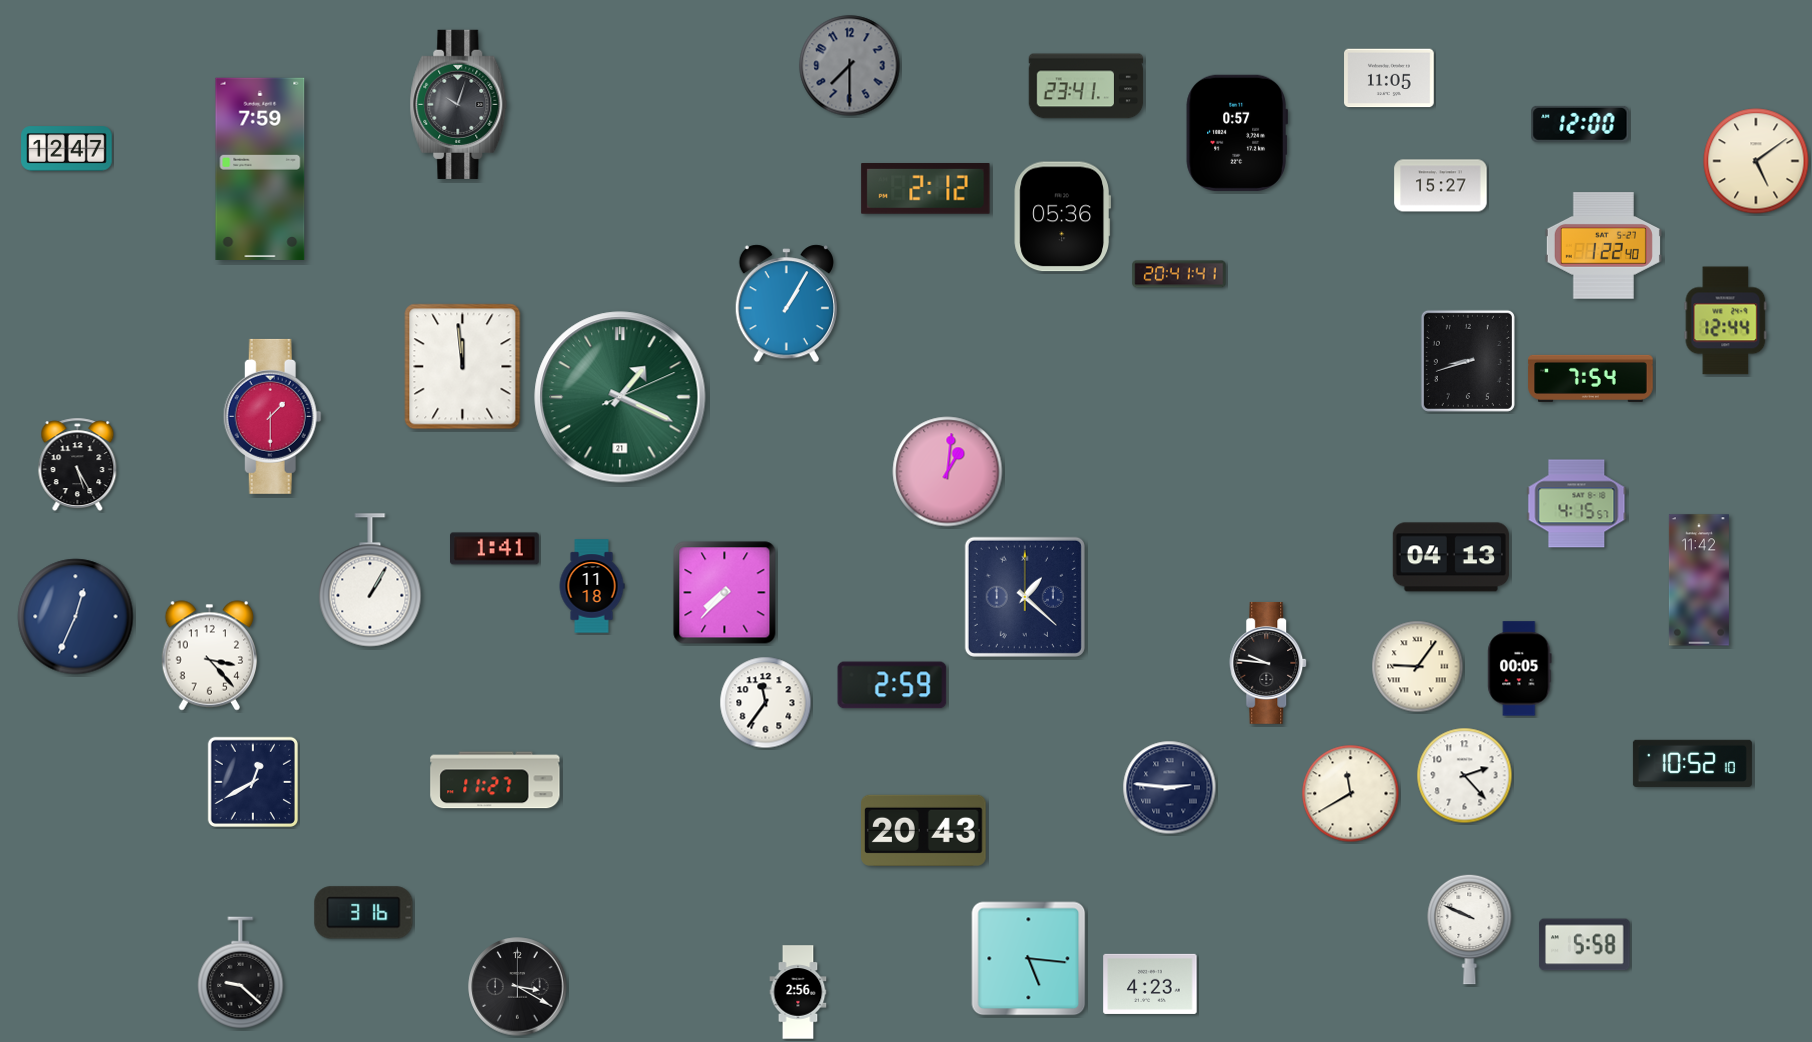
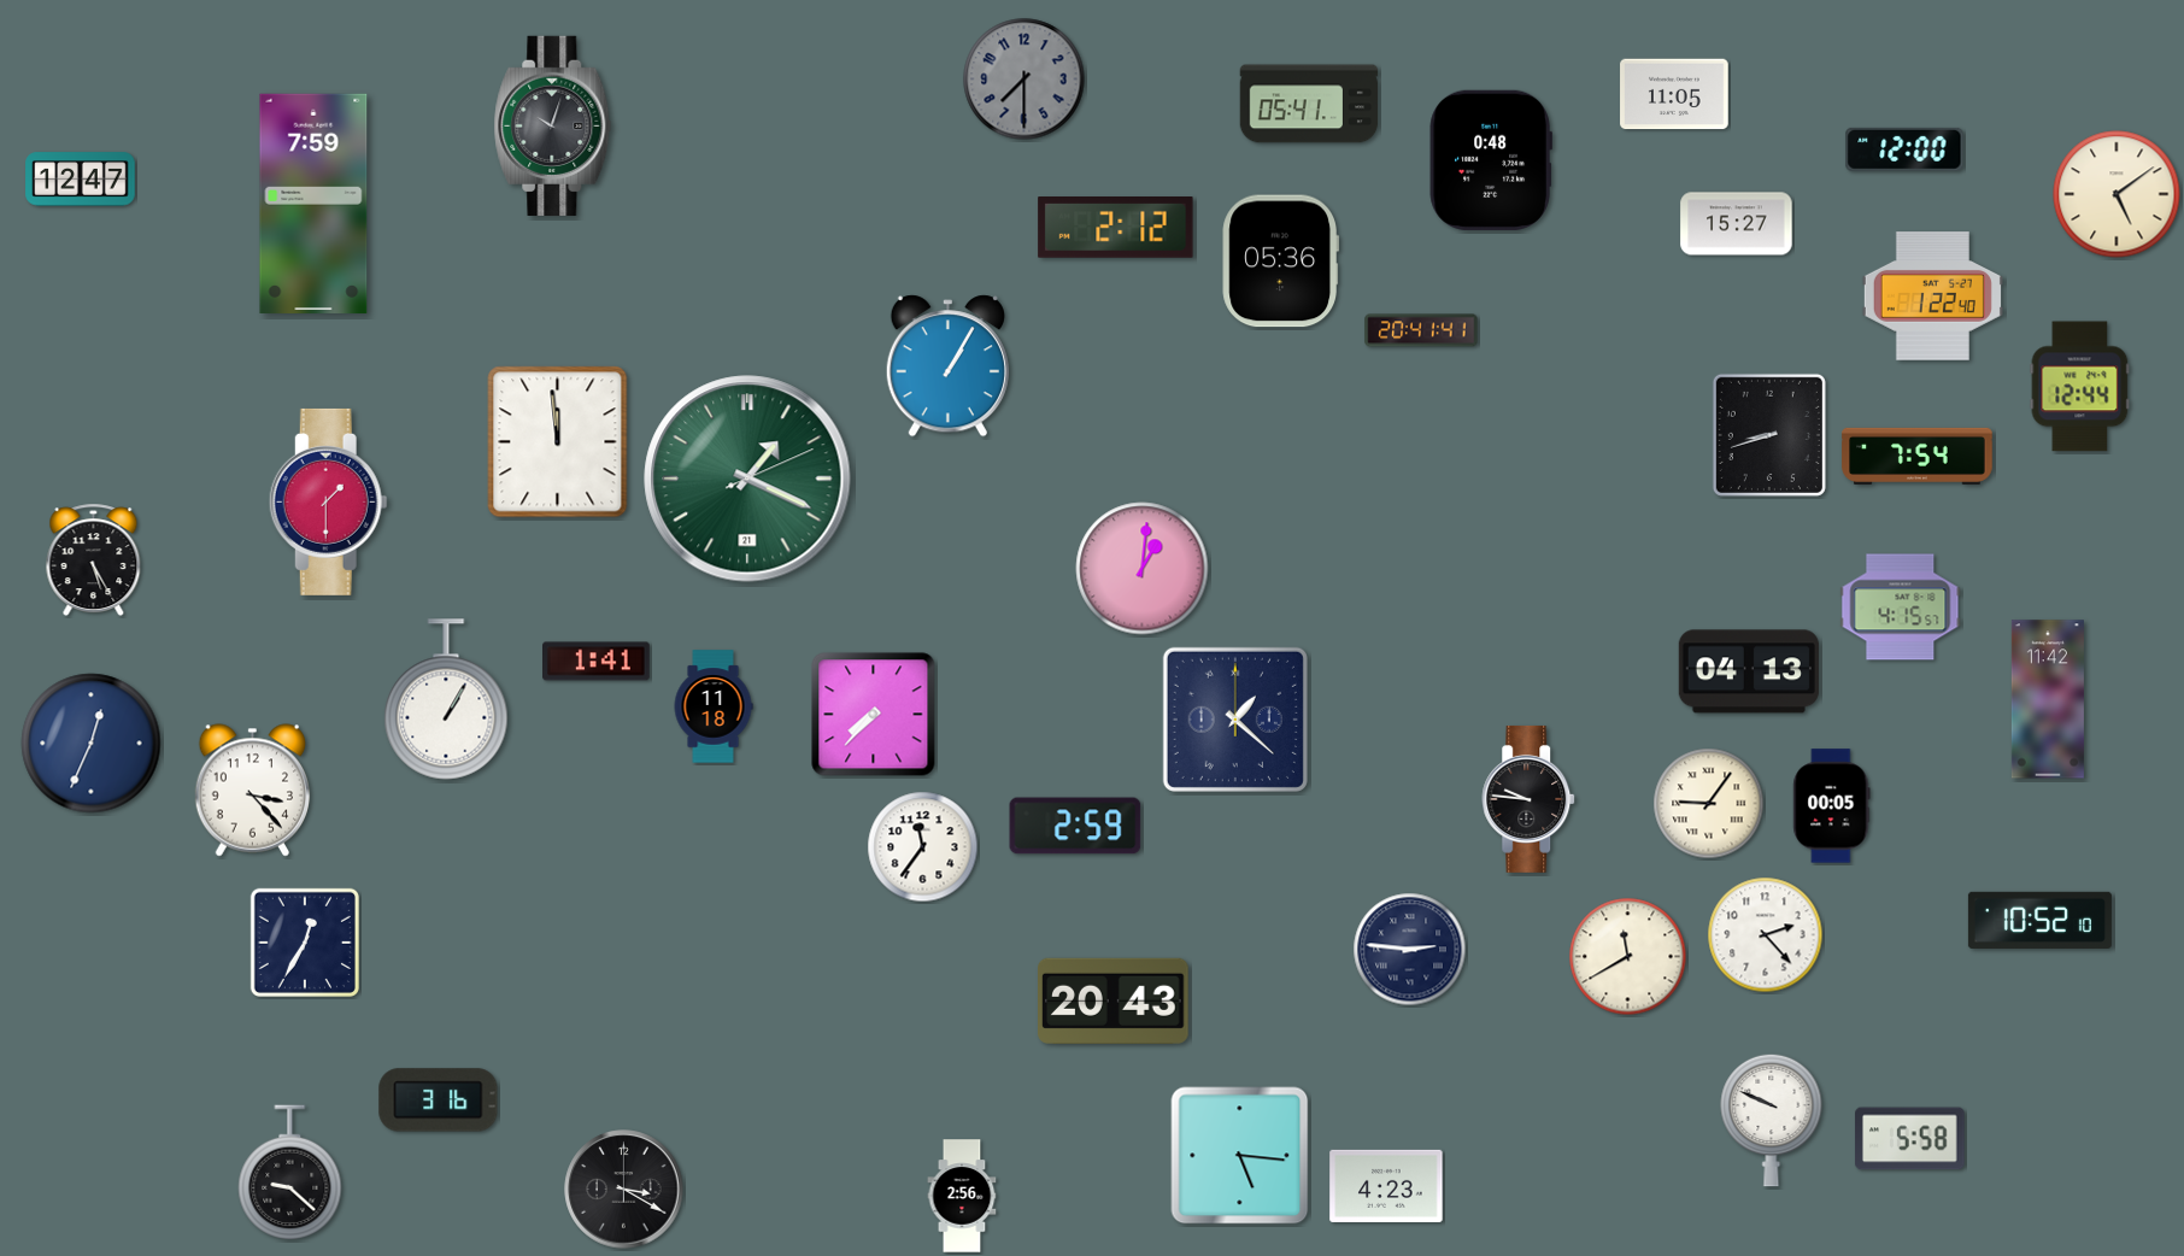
clock at (1086, 86): 23:41 -> 05:41
clock at (1237, 133): 0:57 -> 0:48
clock at (495, 780): 11:27 -> none
clock at (253, 782): 12:40 -> 12:35
